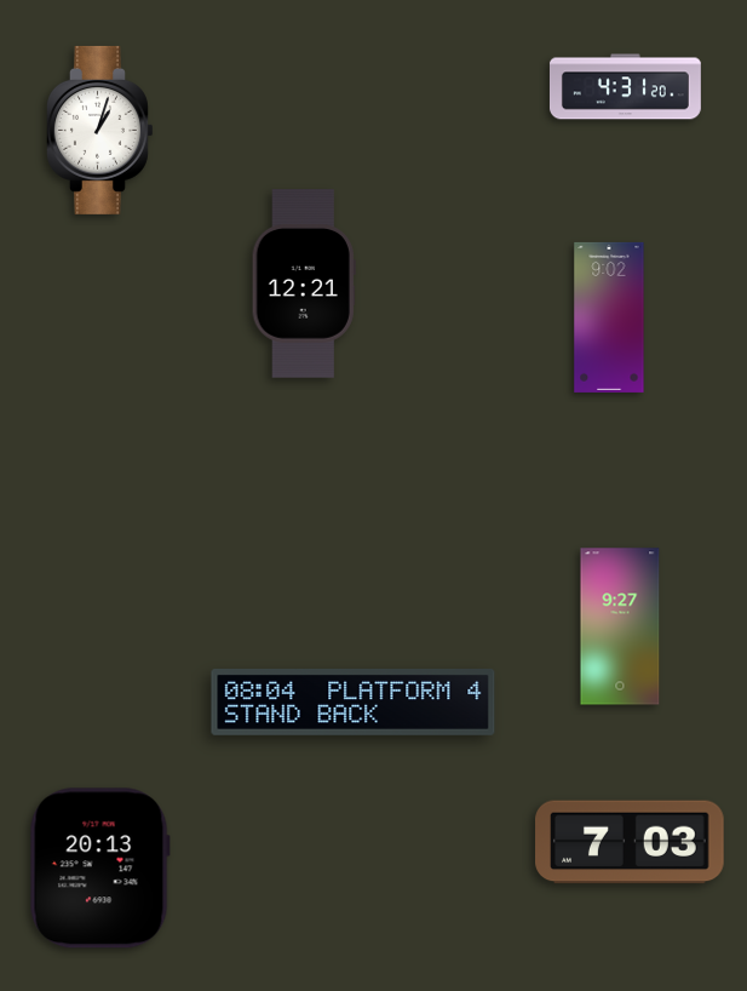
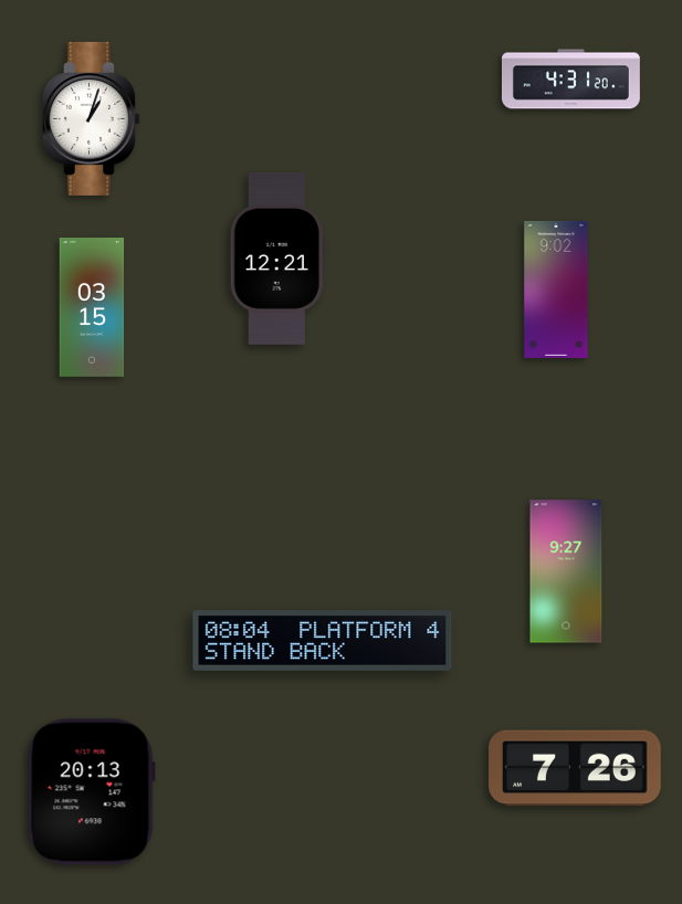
clock at (92, 307): none -> 03:15
clock at (630, 842): 7:03 -> 7:26
